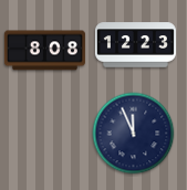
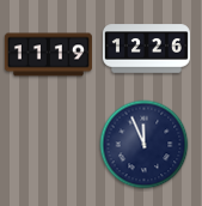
clock at (135, 45): 12:23 -> 12:26
clock at (44, 51): 8:08 -> 11:19
